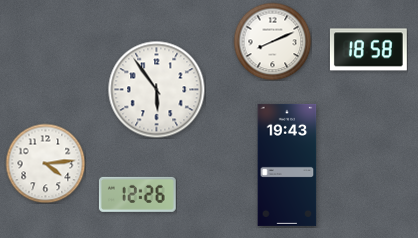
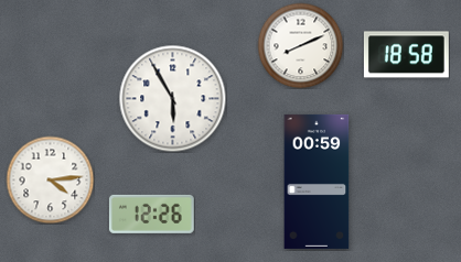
clock at (156, 89): 5:54 -> 5:55
clock at (287, 165): 19:43 -> 00:59
